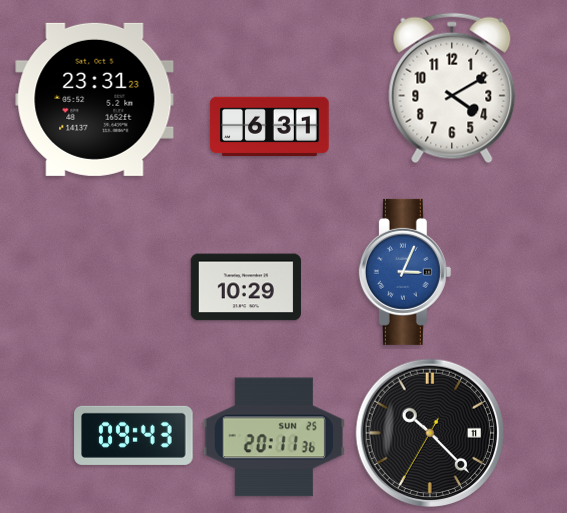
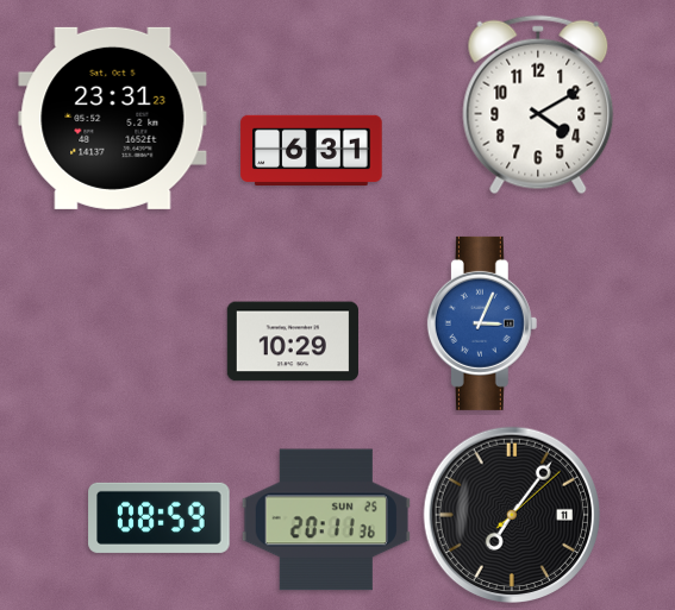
clock at (270, 127) position: (270, 127) -> (312, 151)
clock at (430, 433): 10:22 -> 7:06
clock at (134, 435): 09:43 -> 08:59
